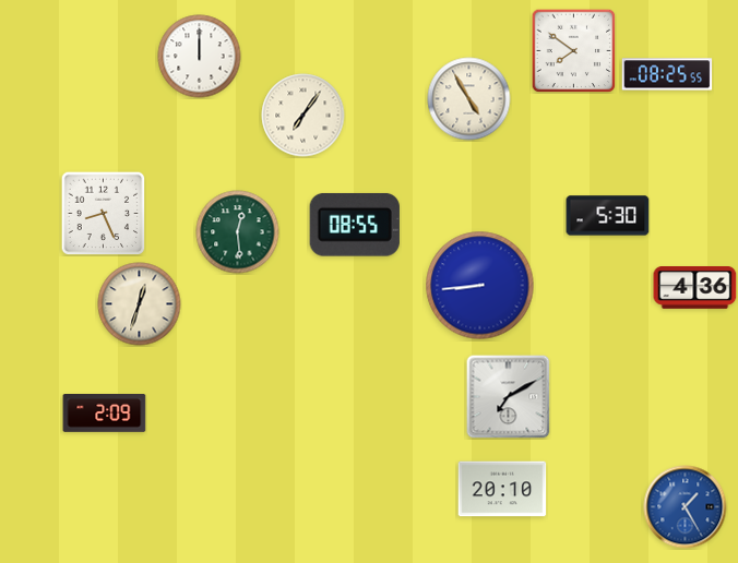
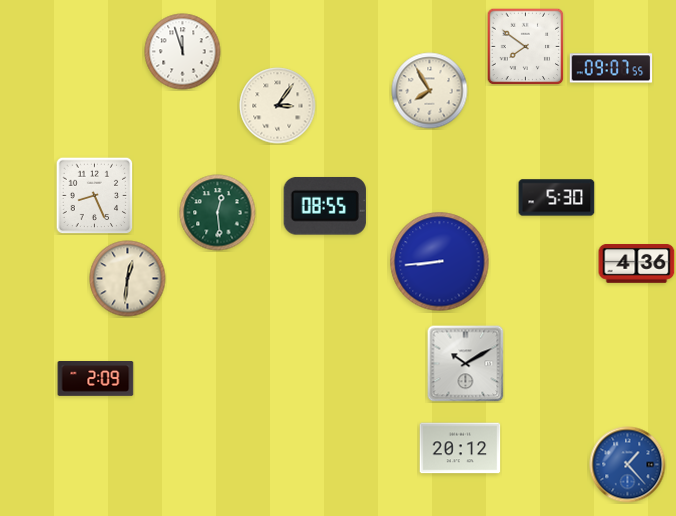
clock at (200, 57): 12:00 -> 11:57
clock at (667, 74): 08:25 -> 09:07
clock at (469, 99): 4:55 -> 7:55
clock at (303, 116): 7:06 -> 3:06
clock at (140, 304): 12:33 -> 12:31
clock at (509, 397): 7:10 -> 10:10
clock at (502, 489): 20:10 -> 20:12
clock at (686, 507): 1:25 -> 1:23
